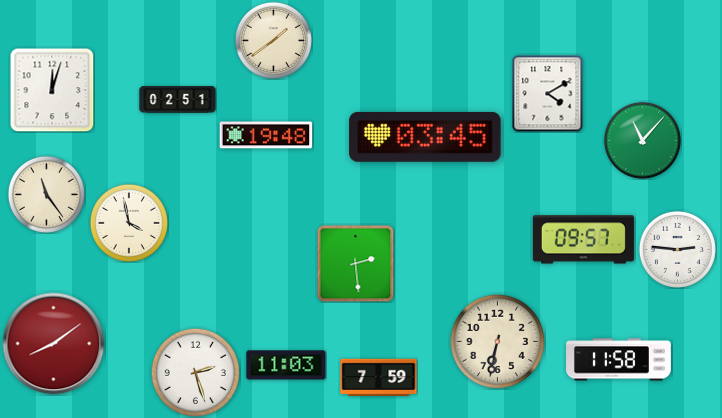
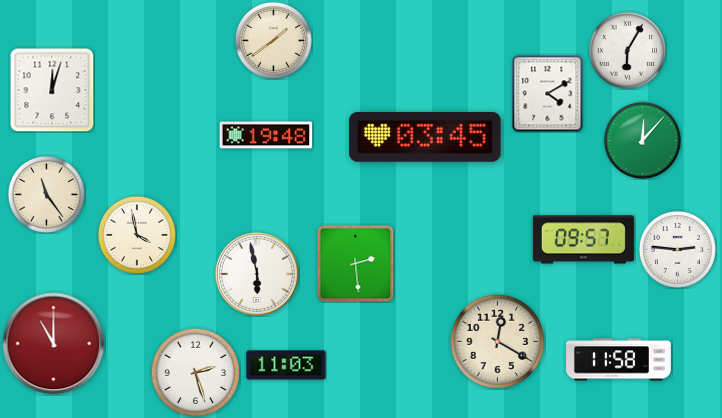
clock at (627, 50): none -> 6:05
clock at (178, 100): 02:51 -> none
clock at (642, 140): 11:07 -> 12:07
clock at (129, 223) position: (129, 223) -> (137, 235)
clock at (257, 274): none -> 5:58
clock at (497, 341): 6:32 -> 12:20
clock at (54, 344): 8:09 -> 11:00
clock at (379, 377): 7:59 -> none
